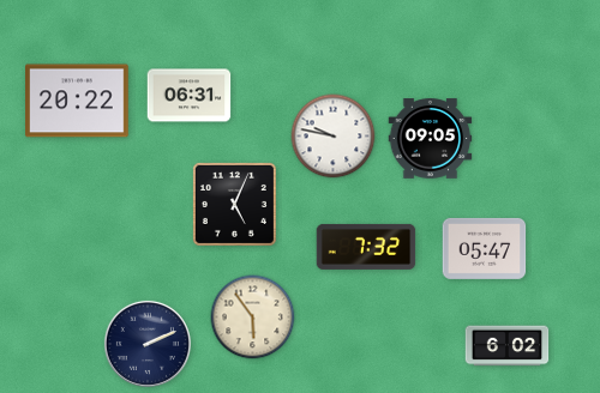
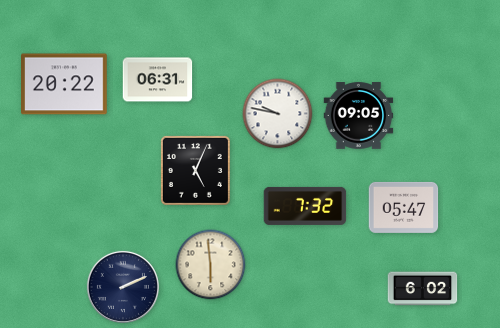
clock at (253, 318): 5:54 -> 5:59
